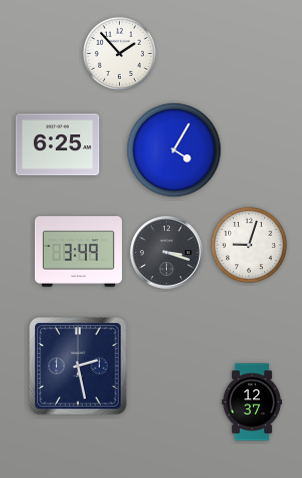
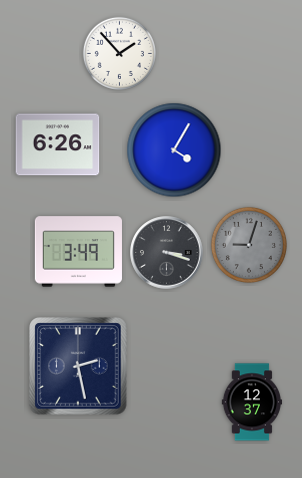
clock at (58, 145): 6:25 -> 6:26
clock at (249, 245) dial: white -> grey
